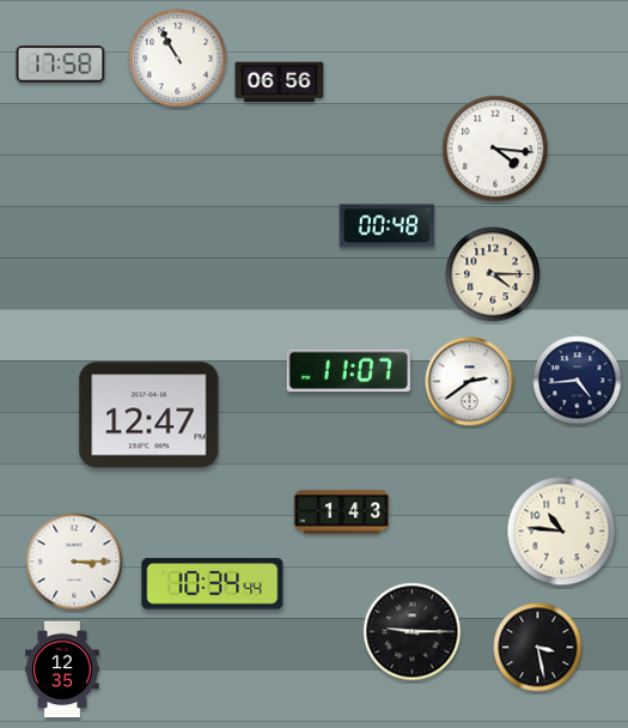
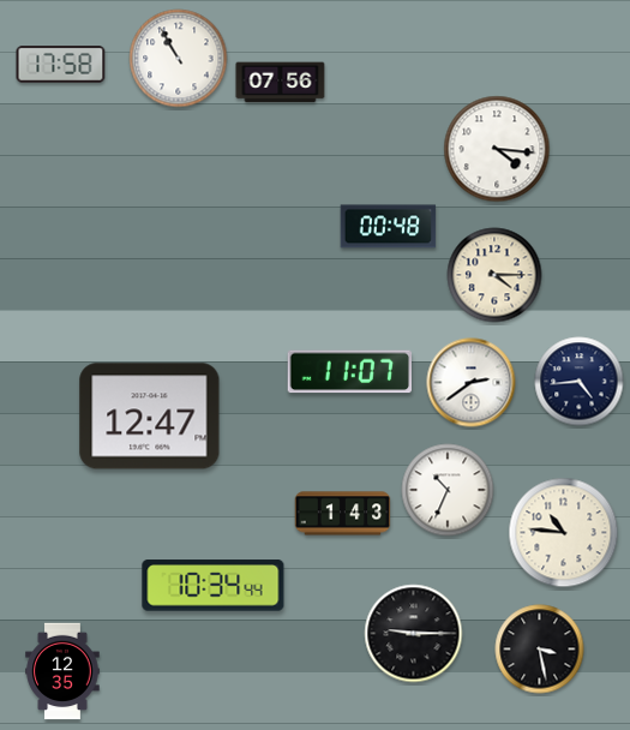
clock at (280, 83): 06:56 -> 07:56
clock at (448, 490): none -> 10:34
clock at (74, 562): 3:15 -> none
